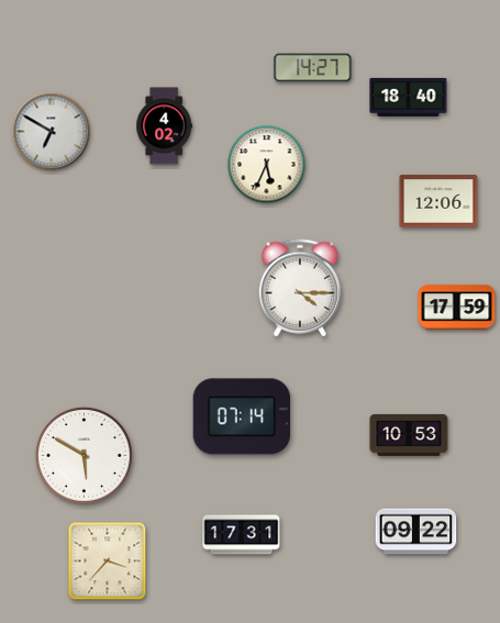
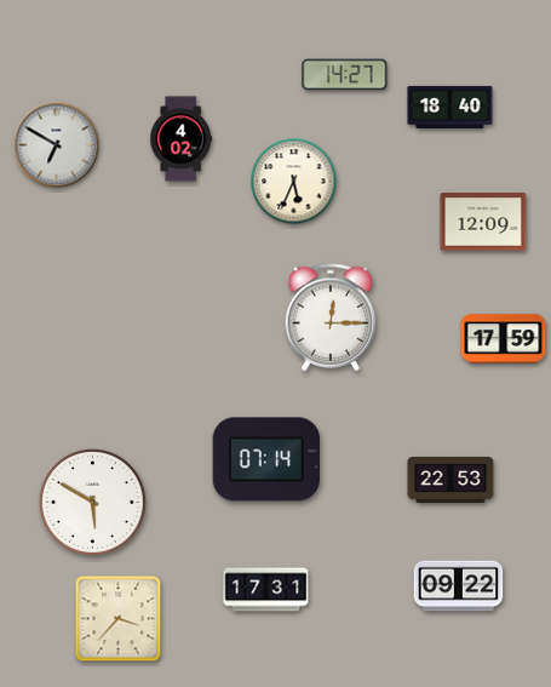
clock at (438, 201): 12:06 -> 12:09
clock at (300, 288): 4:15 -> 12:15
clock at (409, 435): 10:53 -> 22:53
